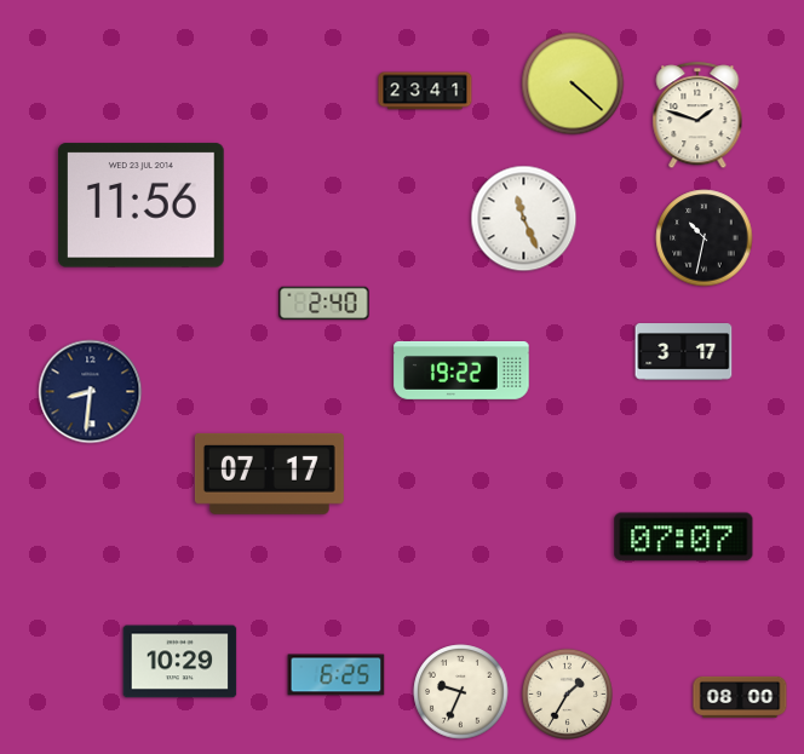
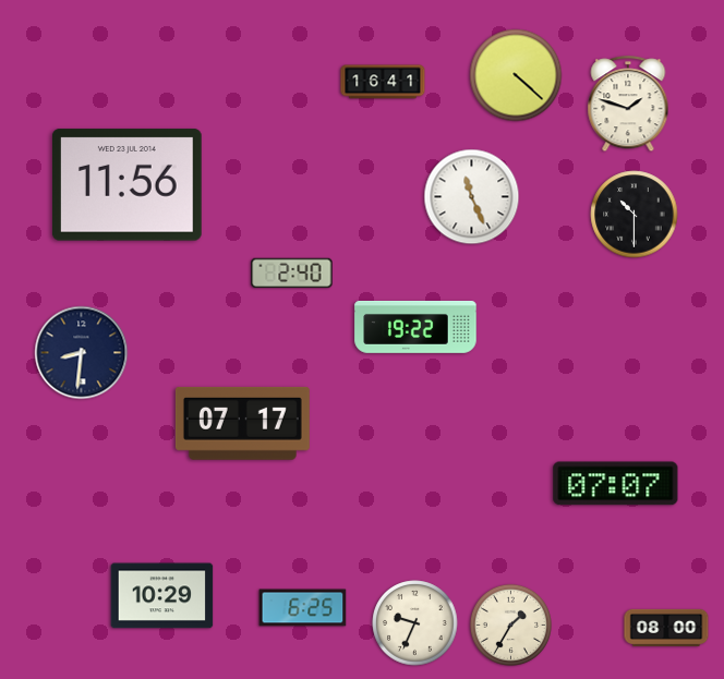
clock at (425, 91): 23:41 -> 16:41
clock at (705, 238): 10:32 -> 10:30
clock at (684, 352): 3:17 -> none
clock at (461, 370) position: (461, 370) -> (415, 327)
clock at (269, 473) position: (269, 473) -> (242, 423)
